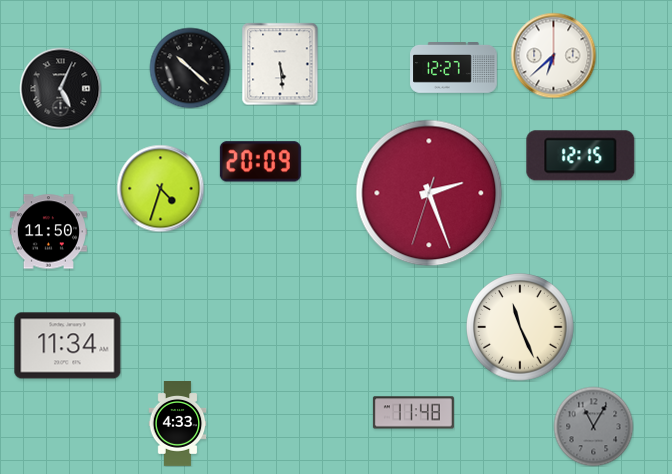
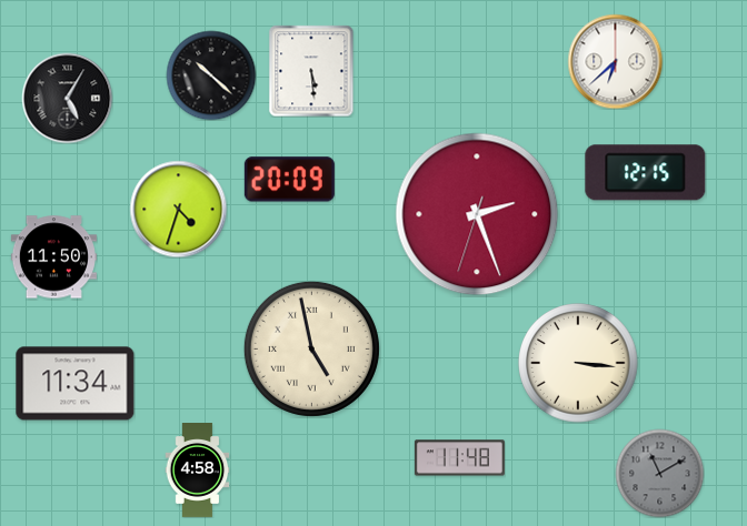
clock at (454, 68): 12:27 -> none
clock at (60, 88): 5:04 -> 5:05
clock at (311, 348): none -> 4:58
clock at (520, 327): 11:26 -> 3:16
clock at (178, 424): 4:33 -> 4:58
clock at (593, 426): 11:05 -> 11:10
